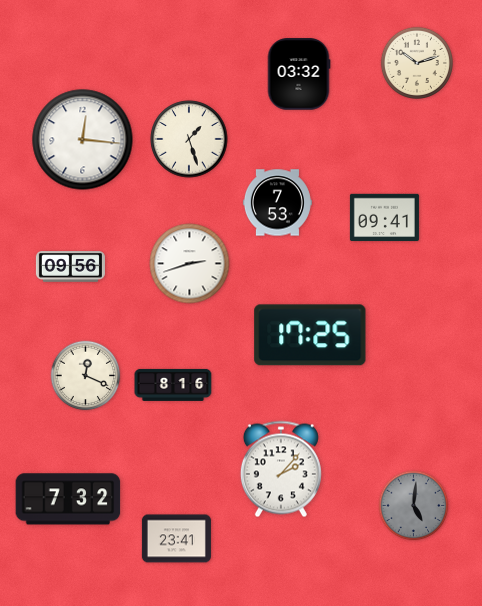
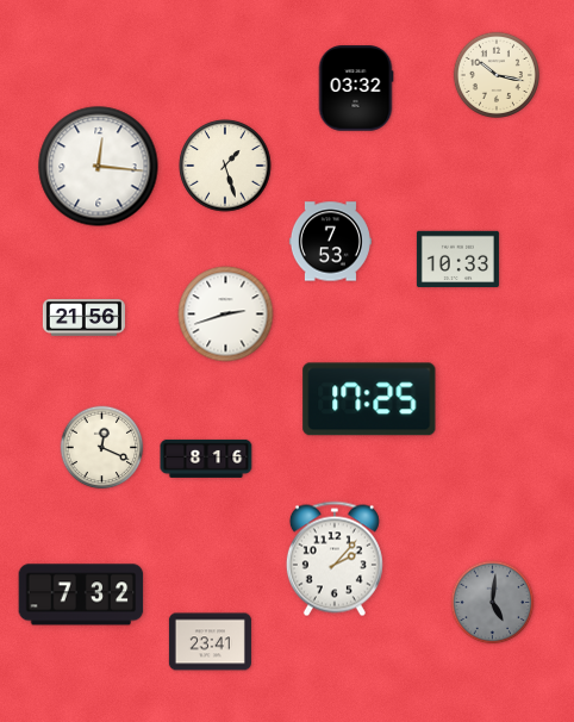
clock at (417, 63): 10:12 -> 10:17
clock at (384, 218): 09:41 -> 10:33
clock at (70, 267): 09:56 -> 21:56
